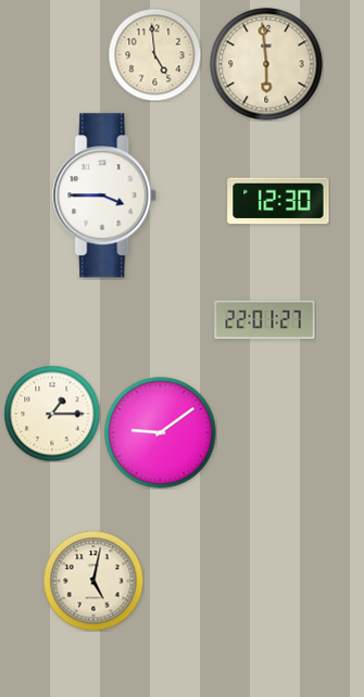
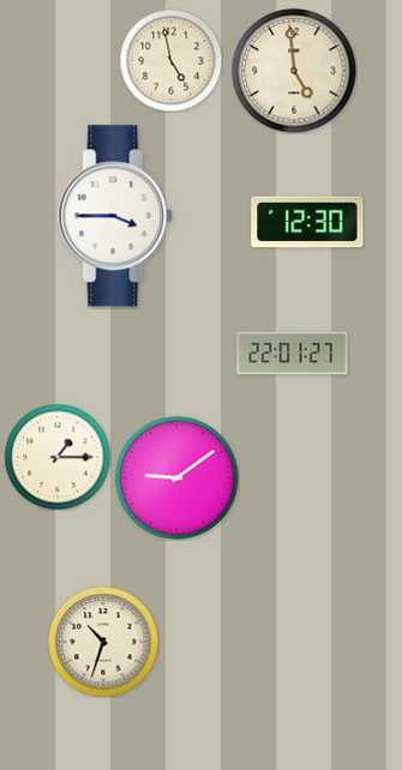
clock at (154, 54): 4:59 -> 4:58
clock at (266, 64): 5:59 -> 4:59
clock at (93, 581): 5:02 -> 10:33
